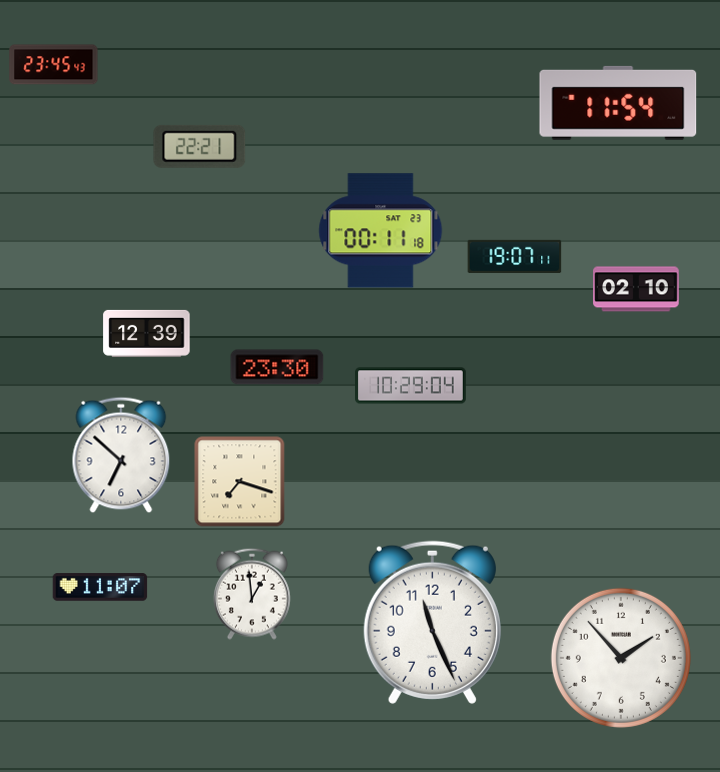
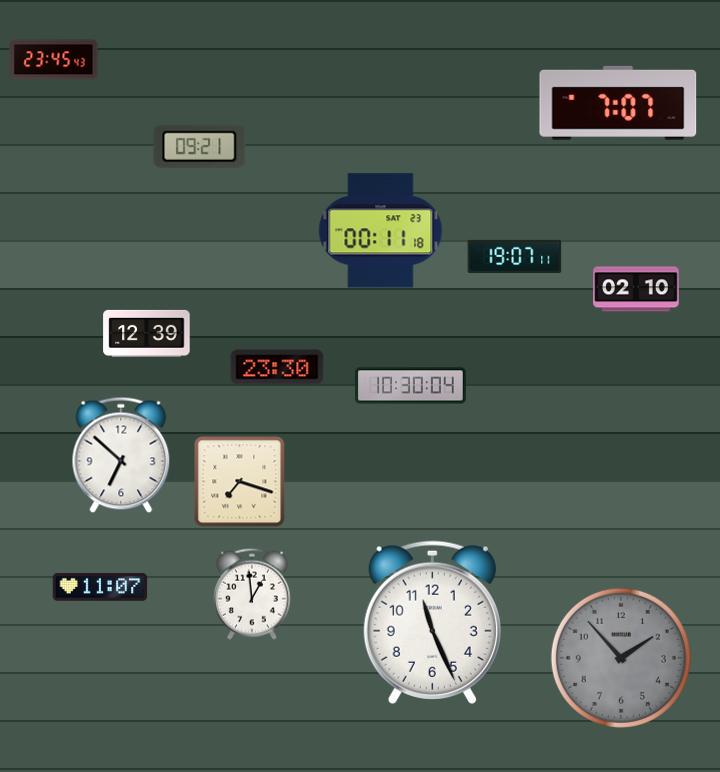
clock at (54, 65) position: (54, 65) -> (54, 60)
clock at (618, 103): 11:54 -> 7:07
clock at (200, 146): 22:21 -> 09:21
clock at (411, 386): 10:29 -> 10:30
clock at (621, 658) dial: white -> grey
